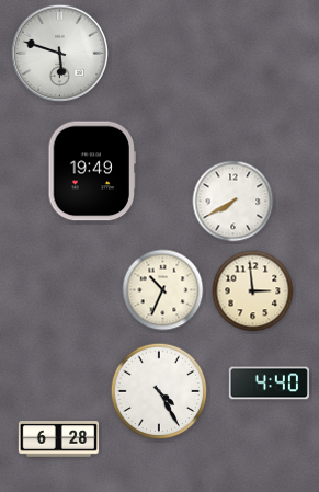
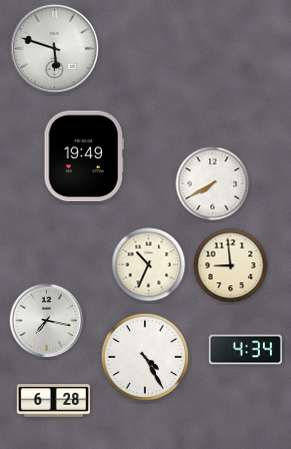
clock at (253, 291): 2:59 -> 8:59
clock at (47, 321): none -> 7:17
clock at (269, 384): 4:40 -> 4:34
